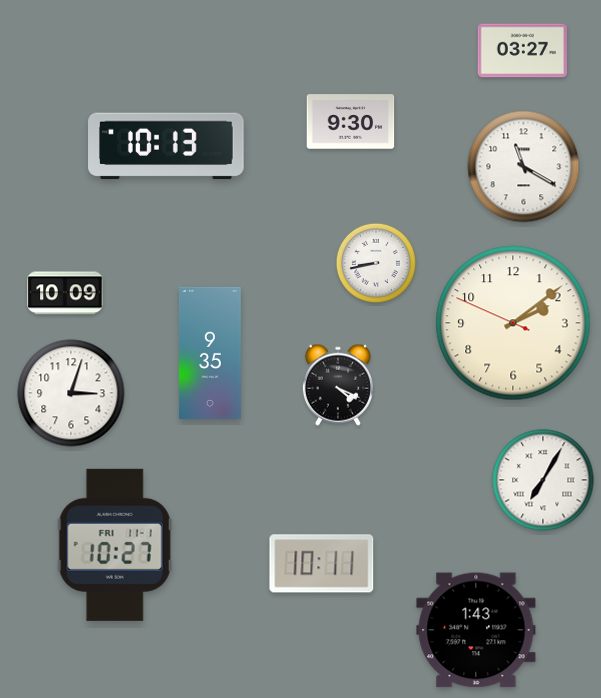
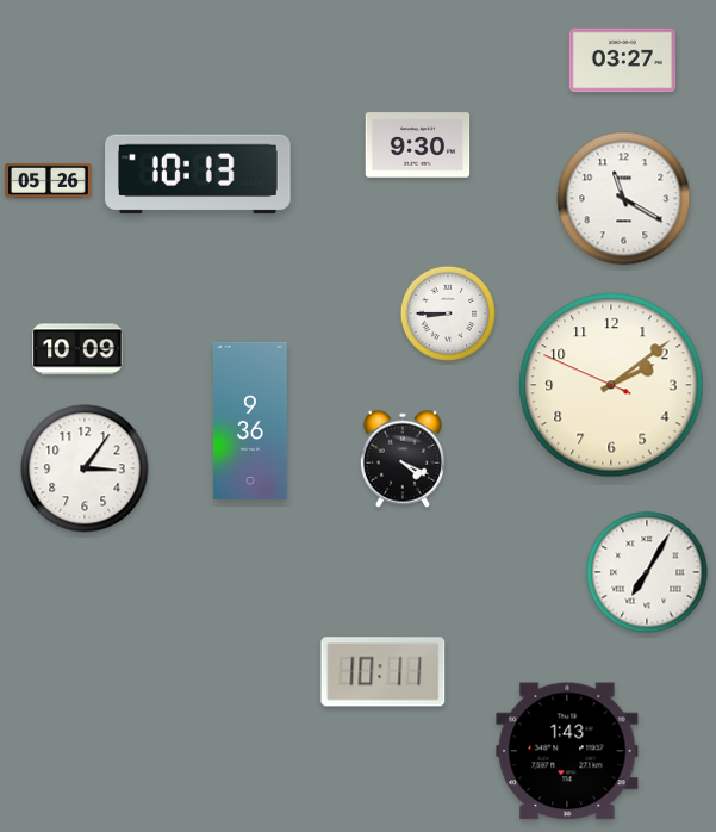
clock at (49, 180): none -> 05:26
clock at (376, 263): 8:43 -> 8:45
clock at (210, 353): 9:35 -> 9:36
clock at (71, 393): 3:03 -> 3:06
clock at (115, 545): 10:27 -> none
